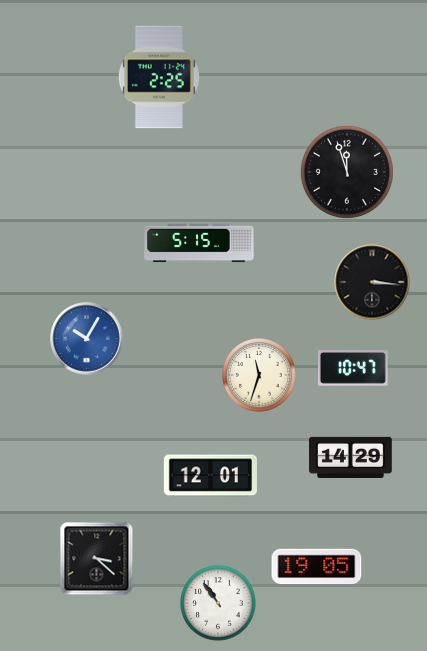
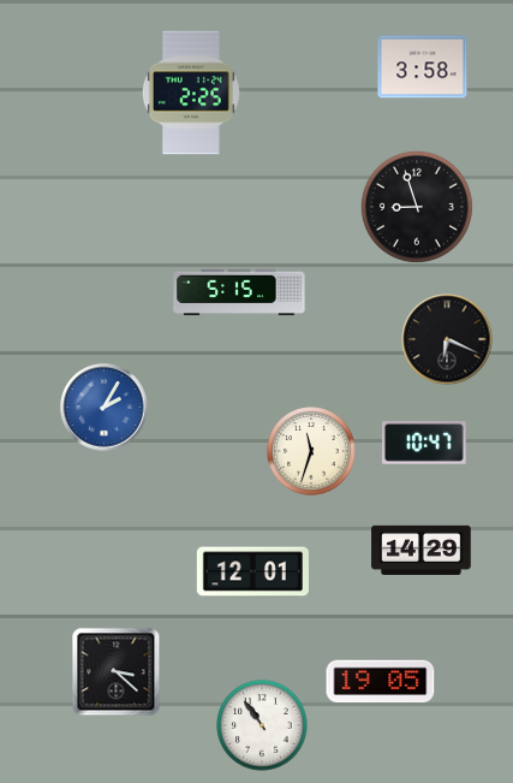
clock at (423, 67): none -> 3:58
clock at (347, 172): 11:57 -> 8:57
clock at (372, 282): 3:16 -> 6:19
clock at (87, 339): 10:05 -> 2:05
